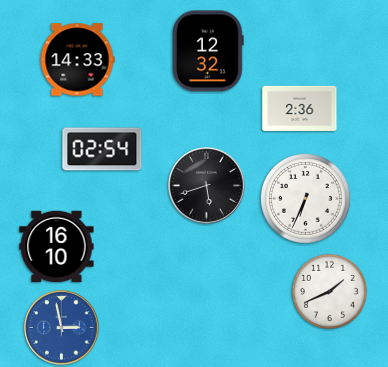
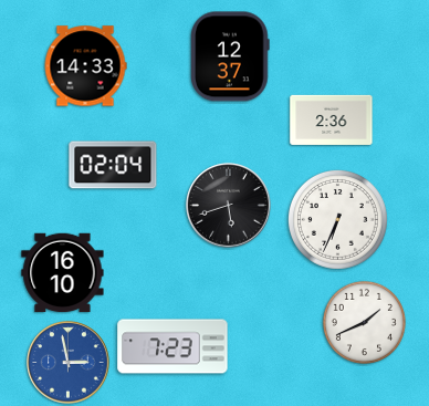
clock at (208, 51): 12:32 -> 12:37
clock at (102, 149): 02:54 -> 02:04
clock at (172, 346): none -> 7:23
